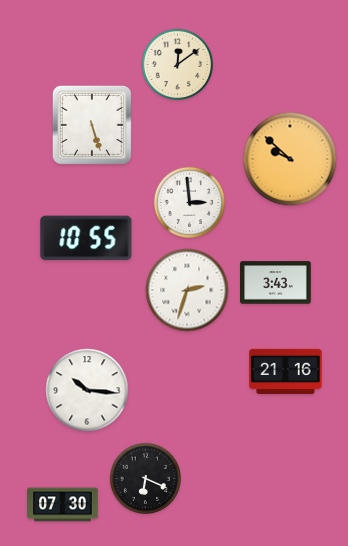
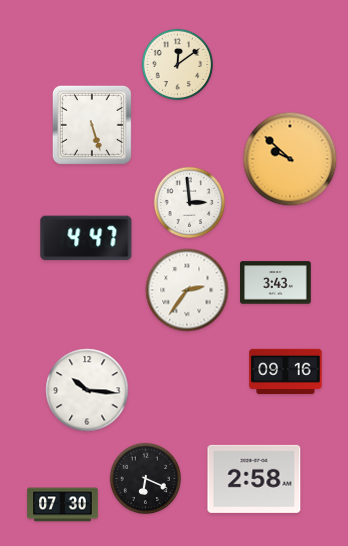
clock at (86, 238): 10:55 -> 4:47
clock at (187, 290): 2:33 -> 2:36
clock at (286, 371): 21:16 -> 09:16
clock at (254, 479): none -> 2:58
